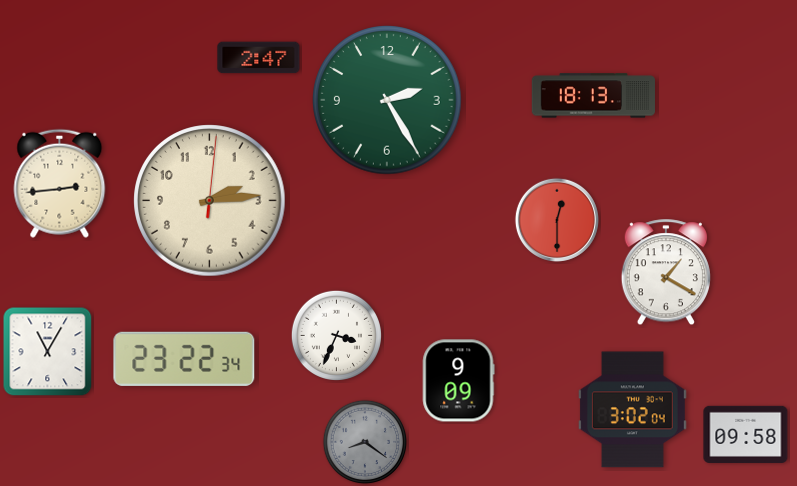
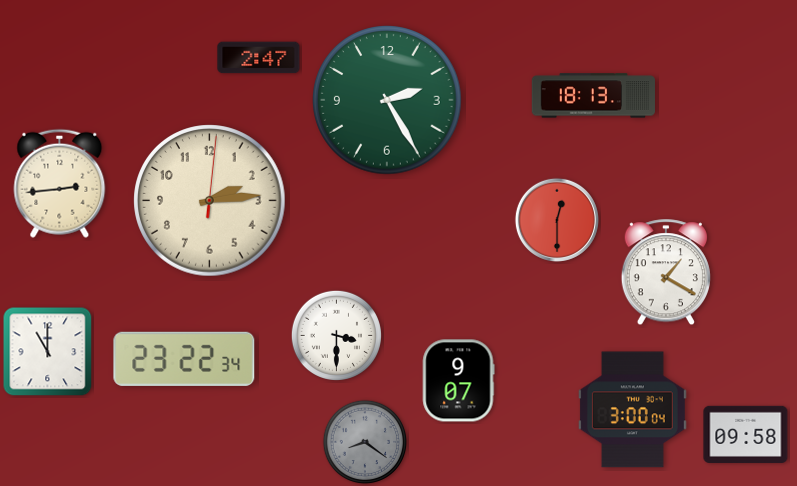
clock at (336, 335): 3:34 -> 3:30
clock at (48, 352): 11:05 -> 11:00
clock at (458, 381): 9:09 -> 9:07
clock at (632, 410): 3:02 -> 3:00
